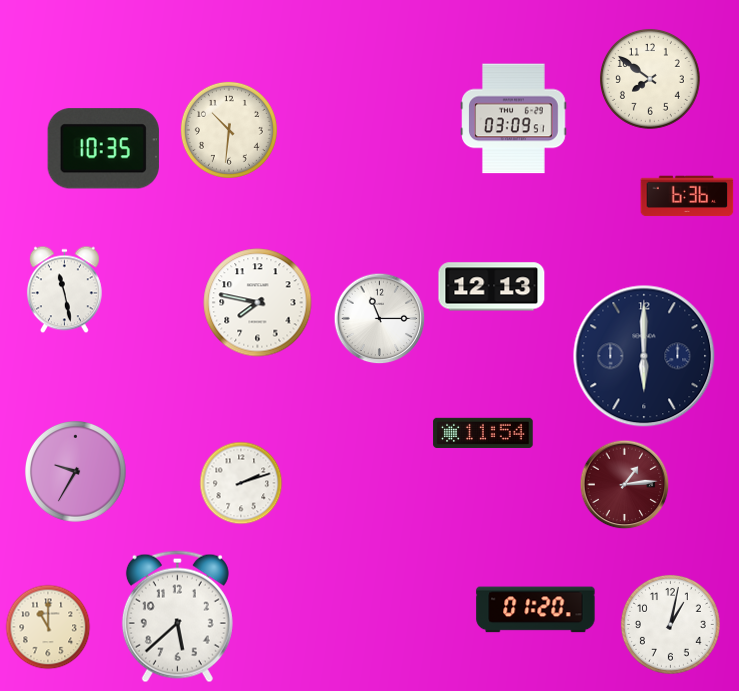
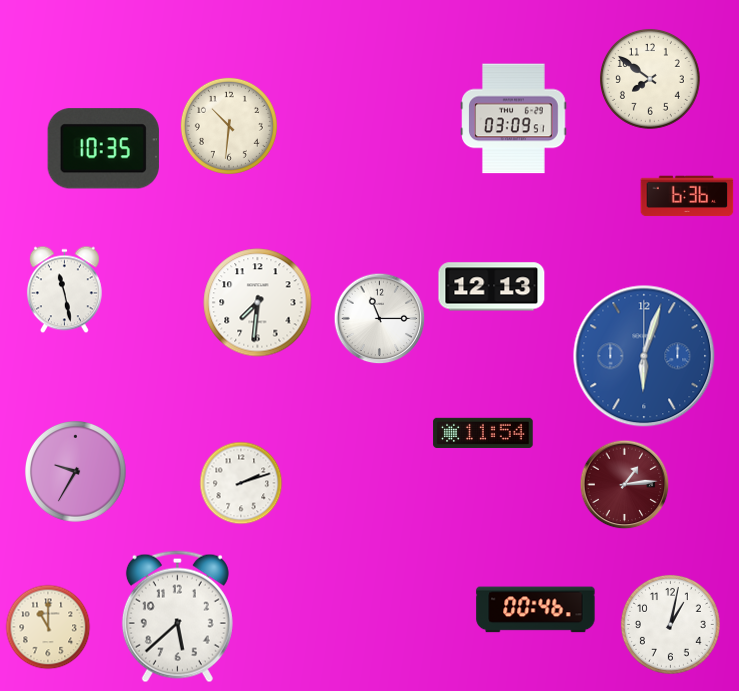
clock at (229, 130) position: (229, 130) -> (229, 126)
clock at (258, 303): 7:47 -> 7:31
clock at (644, 356): 6:00 -> 6:03
clock at (644, 356) dial: navy -> blue
clock at (536, 610): 01:20 -> 00:46
